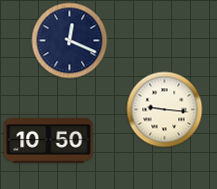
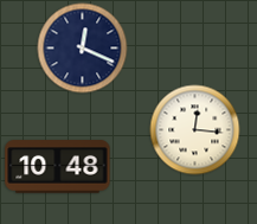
clock at (165, 110): 9:16 -> 12:16
clock at (49, 141): 10:50 -> 10:48
